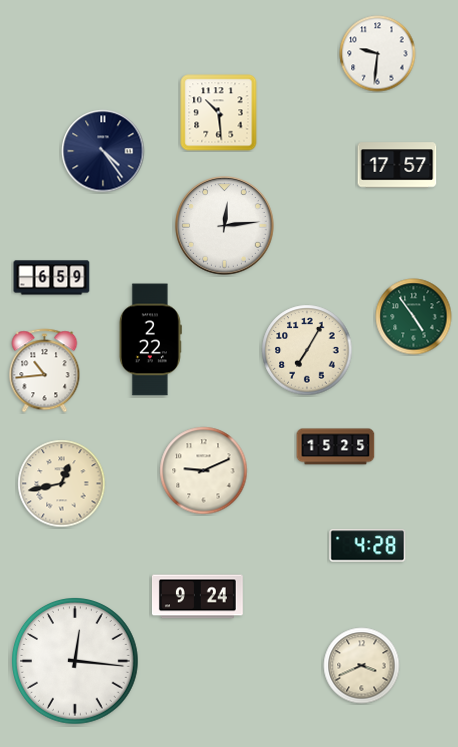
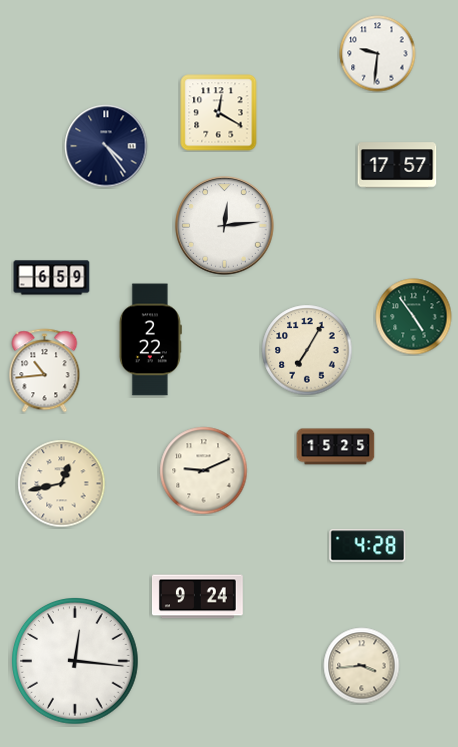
clock at (219, 113): 10:29 -> 12:20
clock at (103, 151) position: (103, 151) -> (106, 146)
clock at (362, 666): 3:41 -> 3:44
